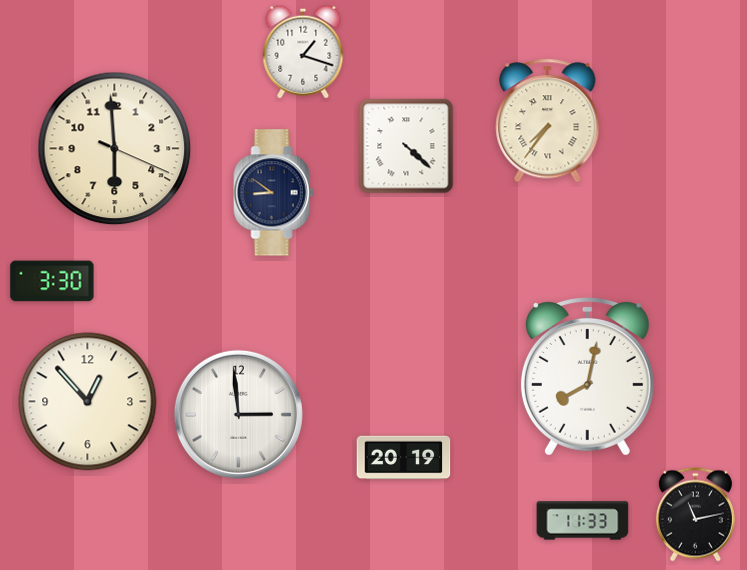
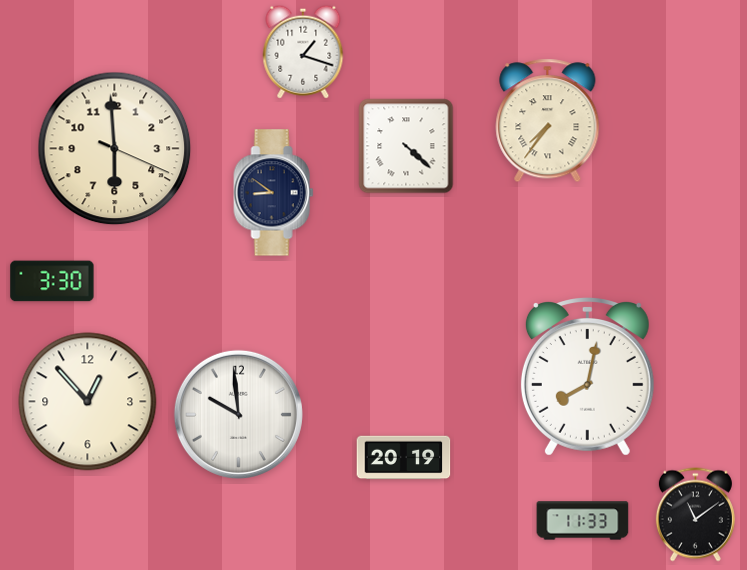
clock at (238, 414): 2:59 -> 9:59
clock at (695, 515): 11:13 -> 11:09
